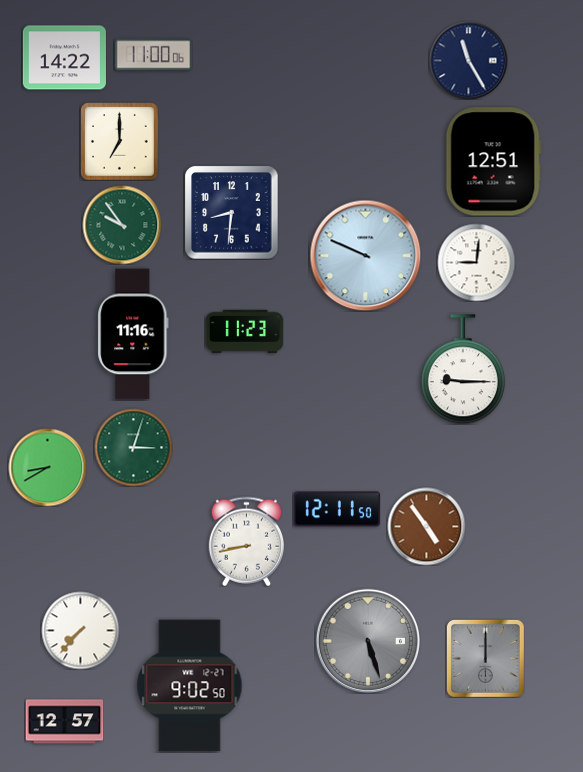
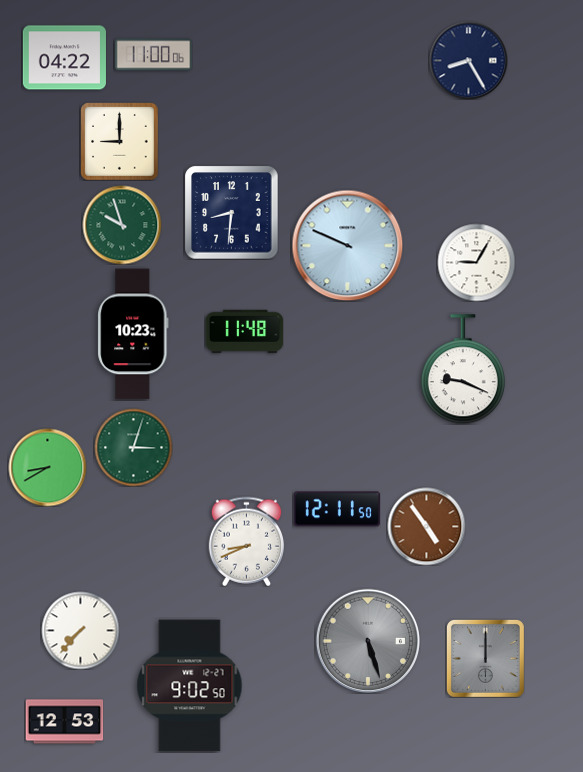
clock at (64, 58): 14:22 -> 04:22
clock at (468, 60): 11:25 -> 8:25
clock at (119, 141): 7:00 -> 9:00
clock at (493, 162): 12:51 -> none
clock at (122, 225): 9:54 -> 9:57
clock at (365, 255) position: (365, 255) -> (347, 245)
clock at (476, 262): 9:01 -> 9:05
clock at (244, 332): 11:23 -> 11:48
clock at (133, 334): 11:16 -> 10:23
clock at (463, 369): 9:15 -> 9:19
clock at (246, 541): 8:43 -> 8:41
clock at (64, 722): 12:57 -> 12:53
